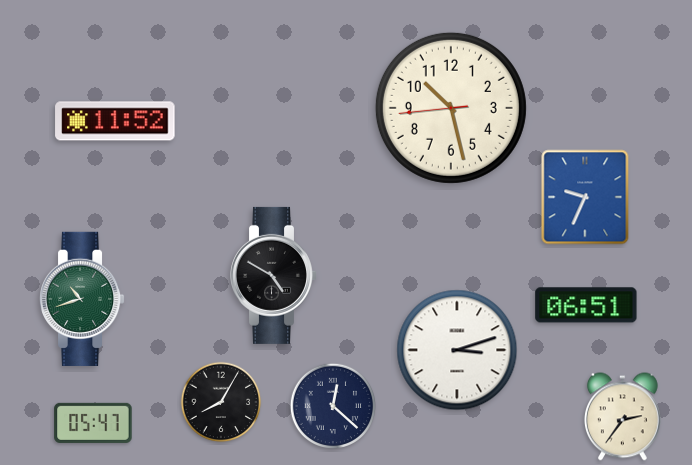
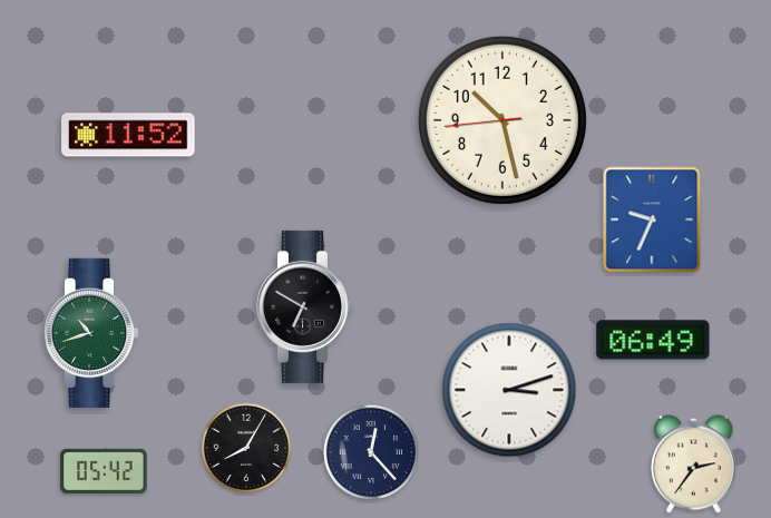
clock at (274, 275): 4:50 -> 6:50
clock at (586, 305): 06:51 -> 06:49
clock at (332, 405): 12:22 -> 12:23
clock at (93, 423): 05:47 -> 05:42
